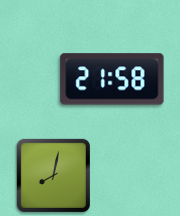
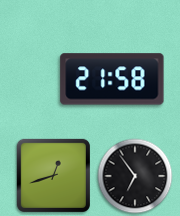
clock at (53, 175): 8:02 -> 12:42
clock at (135, 176): none -> 6:54
